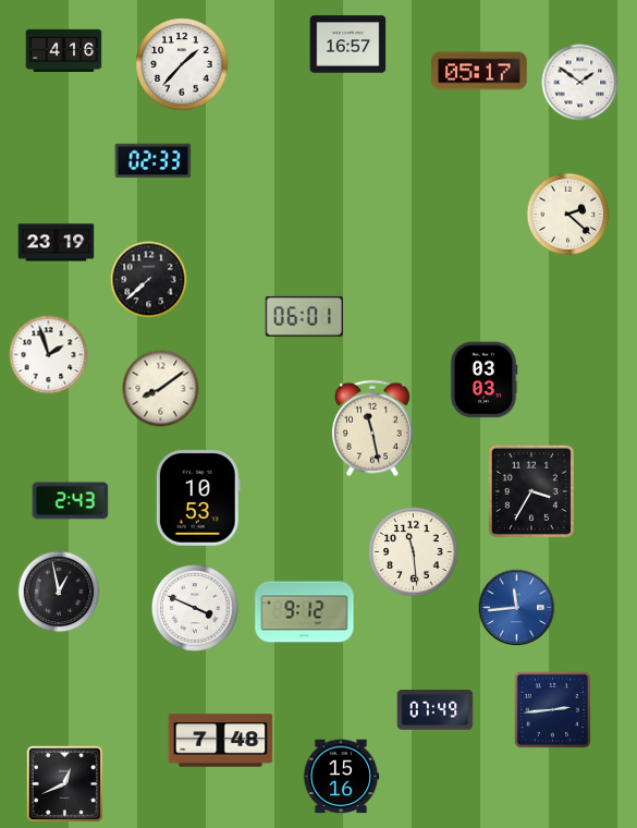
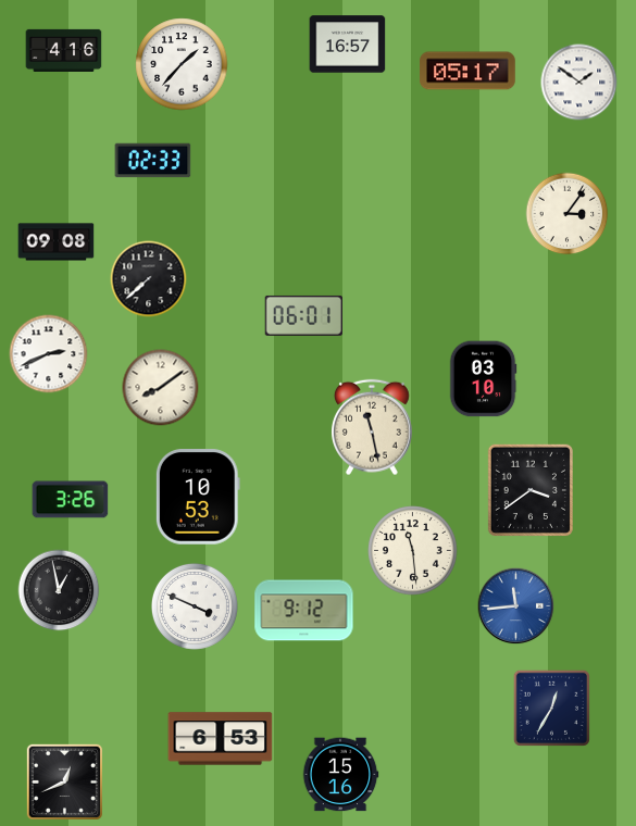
clock at (479, 71) position: (479, 71) -> (467, 71)
clock at (568, 215): 2:22 -> 3:06
clock at (57, 243): 23:19 -> 09:08
clock at (49, 355): 1:57 -> 2:41
clock at (483, 380): 03:03 -> 03:10
clock at (531, 490): 3:35 -> 3:39
clock at (71, 501): 2:43 -> 3:26
clock at (552, 709): 2:44 -> 12:35
clock at (436, 710): 07:49 -> none
clock at (221, 741): 7:48 -> 6:53
